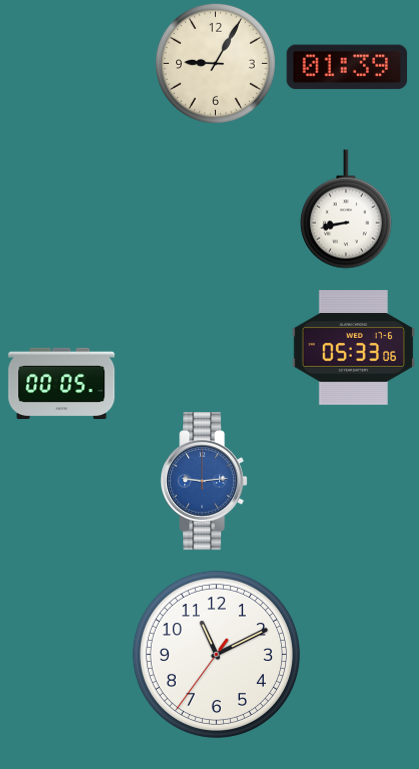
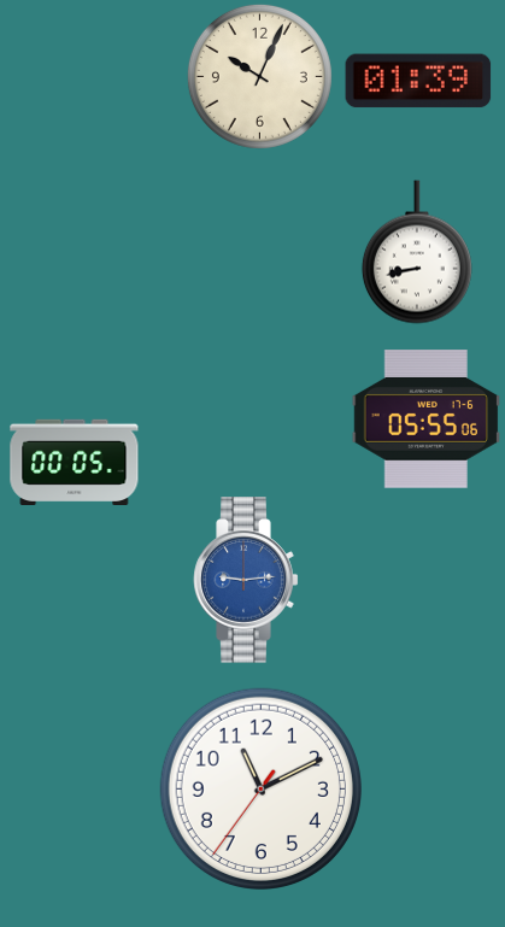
clock at (215, 63): 9:05 -> 10:04
clock at (353, 348): 05:33 -> 05:55
